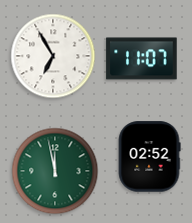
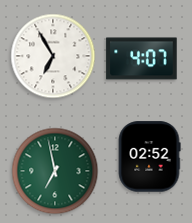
clock at (142, 59): 11:07 -> 4:07
clock at (55, 171): 11:58 -> 6:58
